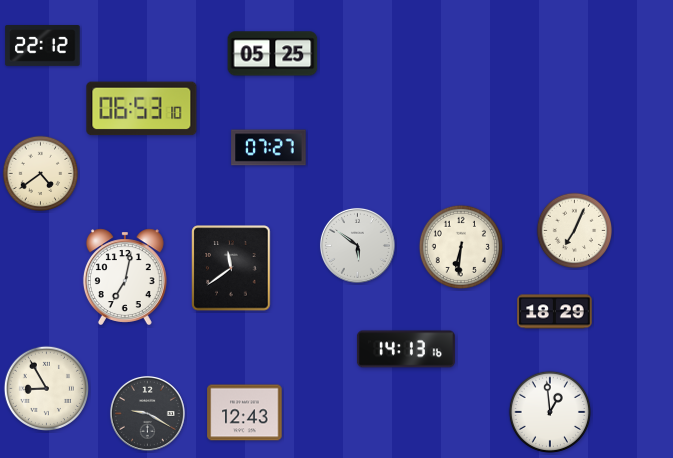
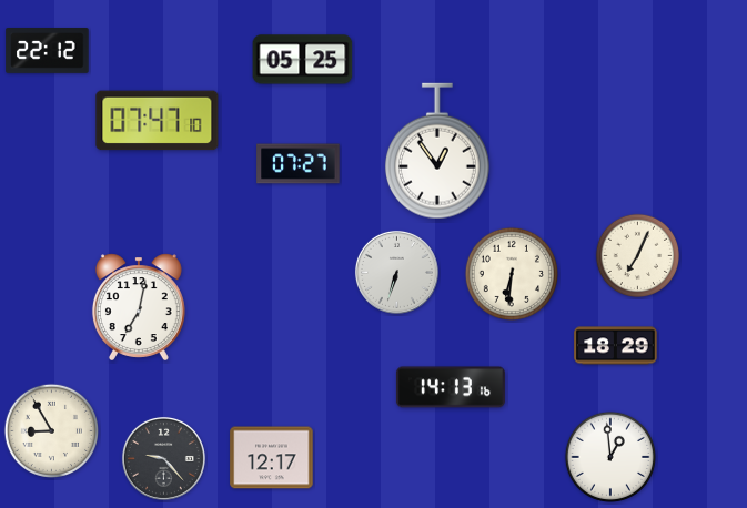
clock at (142, 109): 06:53 -> 07:47
clock at (437, 151): none -> 12:54
clock at (41, 174): 4:39 -> none
clock at (357, 245): 5:51 -> 6:33
clock at (231, 268): 11:39 -> none
clock at (147, 413): 9:20 -> 9:23
clock at (245, 413): 12:43 -> 12:17
